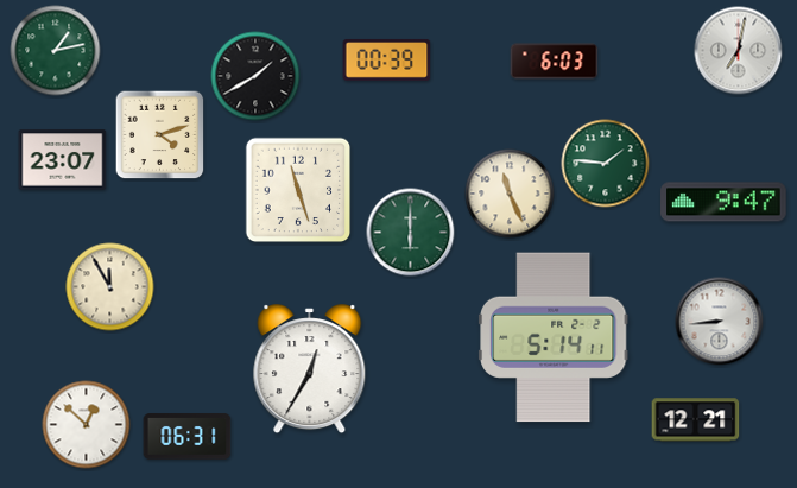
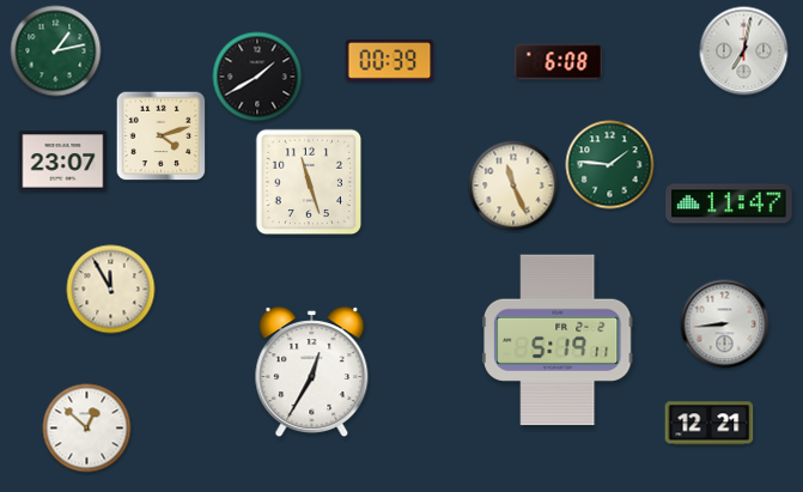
clock at (555, 62): 6:03 -> 6:08
clock at (298, 190) position: (298, 190) -> (309, 182)
clock at (510, 194) position: (510, 194) -> (513, 186)
clock at (723, 202): 9:47 -> 11:47
clock at (411, 233): 6:00 -> none
clock at (555, 337): 5:14 -> 5:19
clock at (696, 420) position: (696, 420) -> (710, 424)
clock at (188, 437): 06:31 -> none
